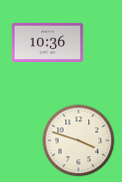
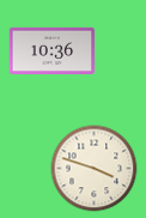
clock at (48, 42) position: (48, 42) -> (53, 50)
